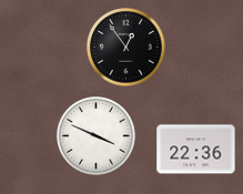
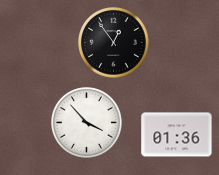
clock at (97, 136): 3:49 -> 3:53
clock at (196, 150): 22:36 -> 01:36
